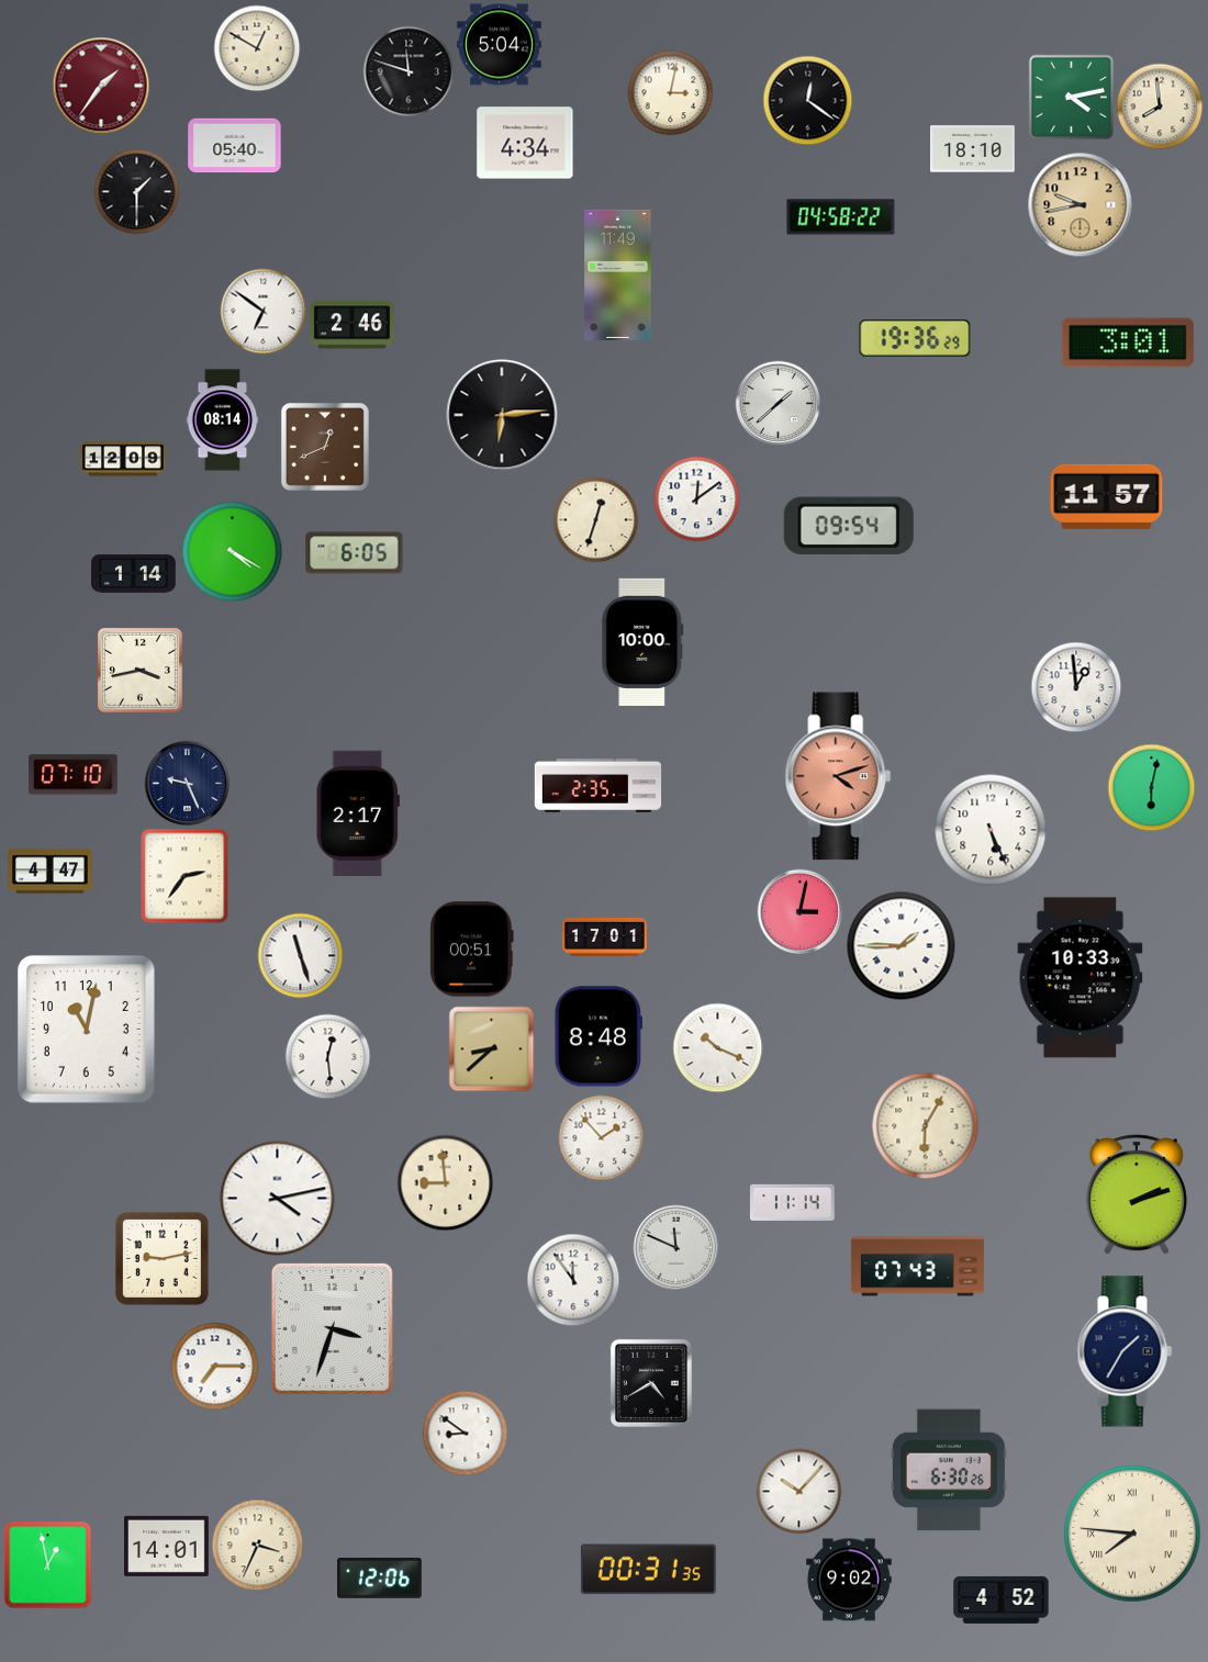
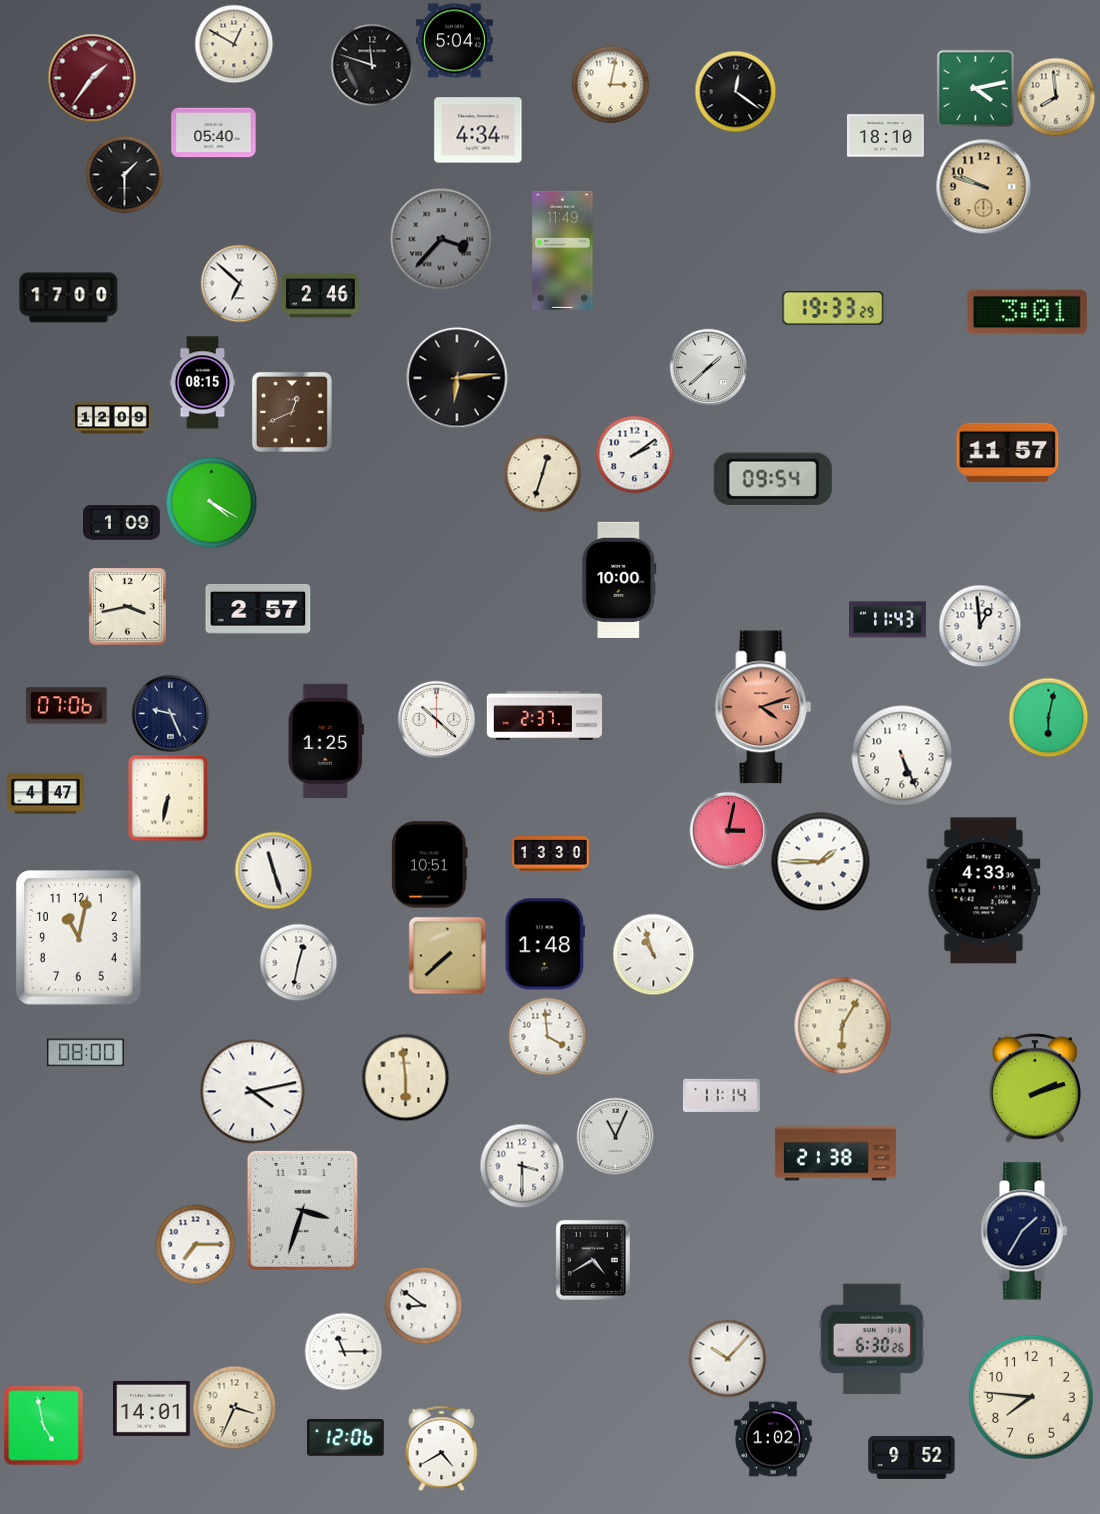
clock at (1080, 204): 9:43 -> 9:48
clock at (841, 217): 04:58 -> none
clock at (441, 239): none -> 3:37
clock at (262, 311): 6:51 -> 6:52
clock at (69, 298): none -> 17:00
clock at (915, 339): 19:36 -> 19:33
clock at (223, 420): 08:14 -> 08:15
clock at (325, 447) position: (325, 447) -> (292, 412)
clock at (696, 498): 12:09 -> 2:09
clock at (355, 553): 6:05 -> none
clock at (134, 574): 1:14 -> 1:09
clock at (642, 642) position: (642, 642) -> (619, 580)
clock at (258, 609): none -> 2:57
clock at (139, 670) position: (139, 670) -> (127, 606)
clock at (888, 620): none -> 11:43
clock at (74, 775): 07:10 -> 07:06
clock at (599, 786): 2:35 -> 2:37
clock at (436, 719): none -> 10:22
clock at (358, 812): 2:17 -> 1:25
clock at (184, 876): 2:36 -> 6:32
clock at (605, 937): 17:01 -> 13:30
clock at (472, 950): 00:51 -> 10:51
clock at (1081, 978): 10:33 -> 4:33
clock at (597, 1036): 8:48 -> 1:48
clock at (717, 1047): 10:19 -> 10:57
clock at (491, 1048): 8:38 -> 7:38
clock at (327, 1056): 12:29 -> 12:32
clock at (601, 1137): 1:53 -> 3:59
clock at (86, 1053): none -> 08:00
clock at (445, 1182): 8:59 -> 5:59
clock at (675, 1247): 11:49 -> 11:04
clock at (161, 1258): 9:13 -> none
clock at (917, 1267): 07:43 -> 21:38
clock at (573, 1280): 11:54 -> 3:30
clock at (949, 1470) position: (949, 1470) -> (872, 1339)
clock at (343, 1351): none -> 11:15
clock at (1132, 1534) numerals: Roman -> Arabic
clock at (47, 1564): 12:58 -> 4:58
clock at (648, 1570): 00:31 -> none
clock at (849, 1580): 9:02 -> 1:02
clock at (442, 1448): none -> 4:40
clock at (1002, 1599): 4:52 -> 9:52
